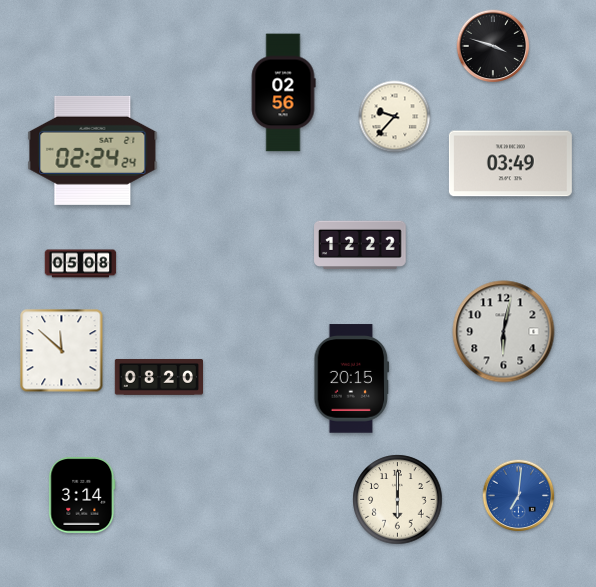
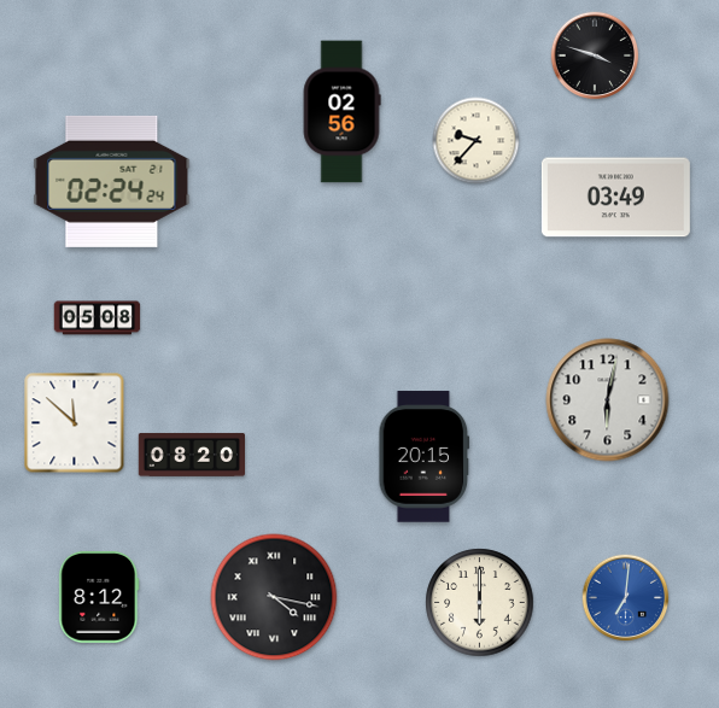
clock at (360, 245): 12:22 -> none
clock at (82, 495): 3:14 -> 8:12
clock at (274, 597): none -> 4:17
